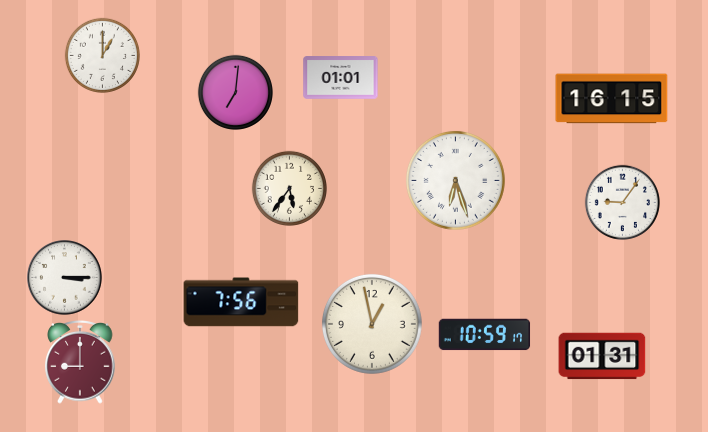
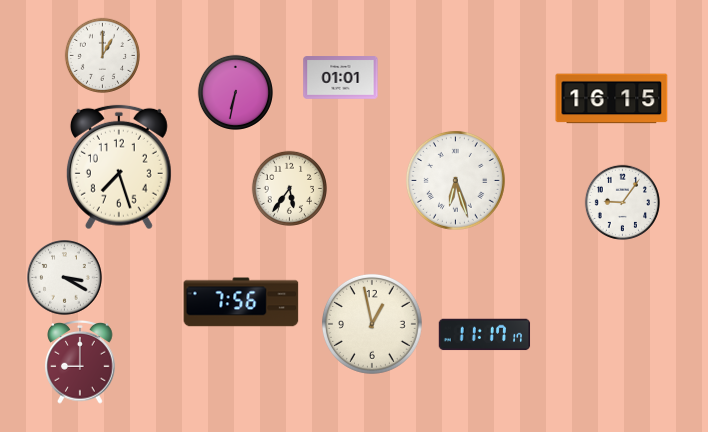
clock at (235, 92): 7:01 -> 6:32
clock at (119, 167): none -> 7:27
clock at (65, 278): 3:15 -> 3:20
clock at (485, 335): 10:59 -> 11:17
clock at (602, 356): 01:31 -> none
